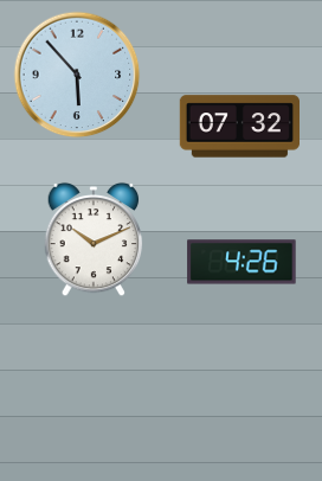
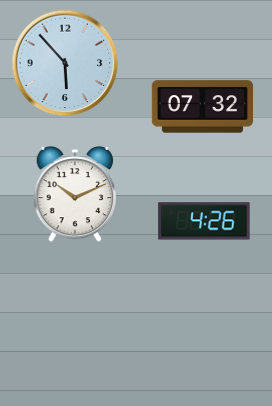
clock at (94, 239) position: (94, 239) -> (75, 194)
